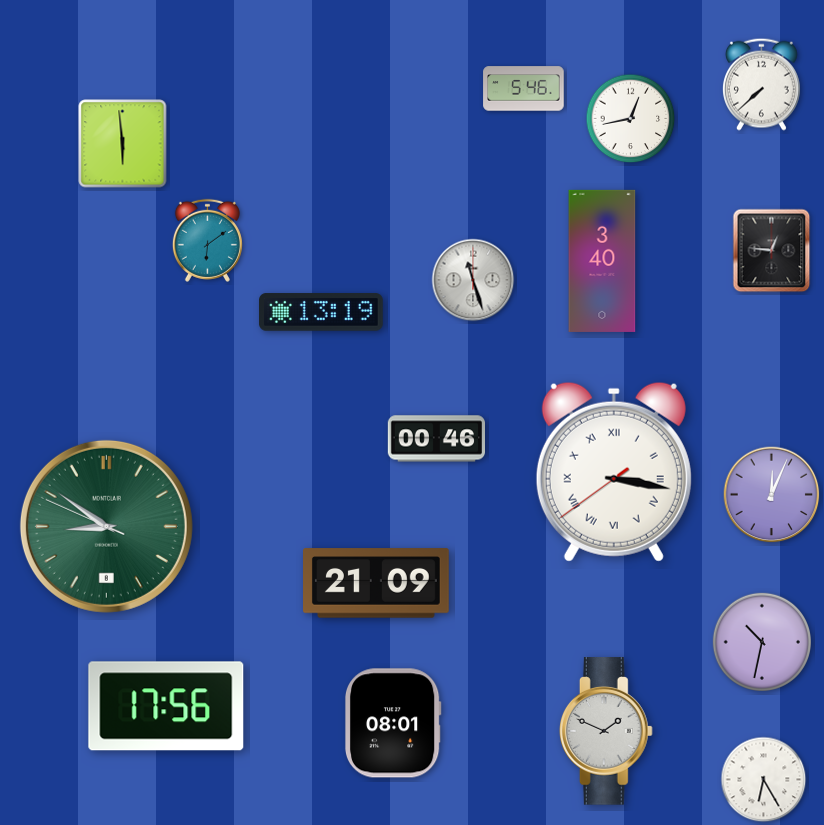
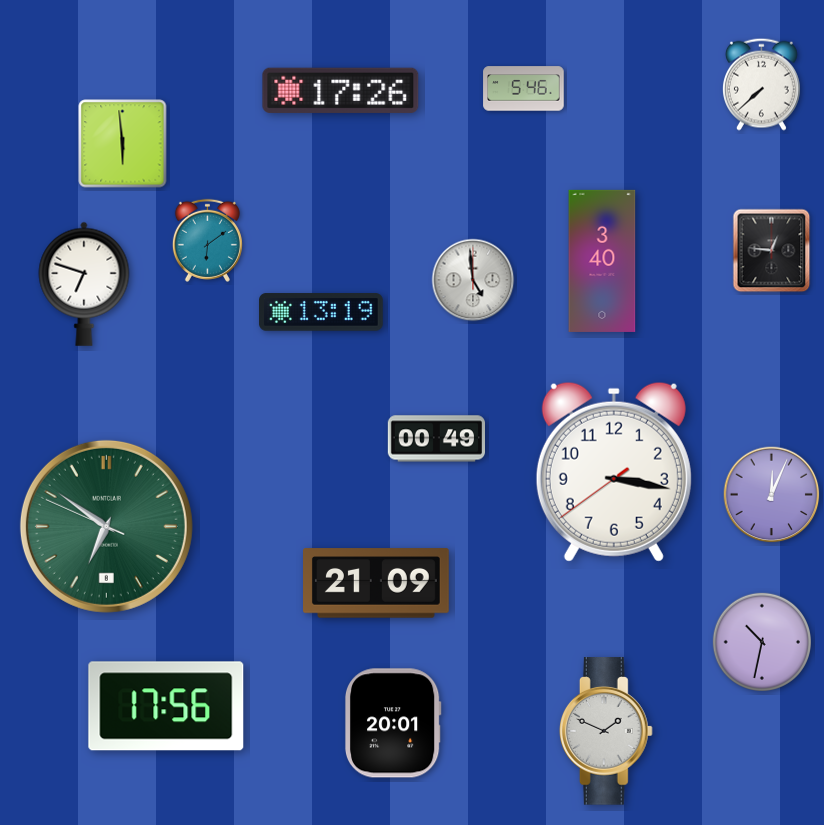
clock at (341, 90): none -> 17:26
clock at (631, 119): 12:43 -> none
clock at (473, 280): 11:27 -> 4:59
clock at (84, 284): none -> 6:48
clock at (436, 439): 00:46 -> 00:49
clock at (614, 472) numerals: Roman -> Arabic
clock at (106, 526): 8:50 -> 6:50
clock at (393, 723): 08:01 -> 20:01
clock at (764, 780): 6:25 -> none
